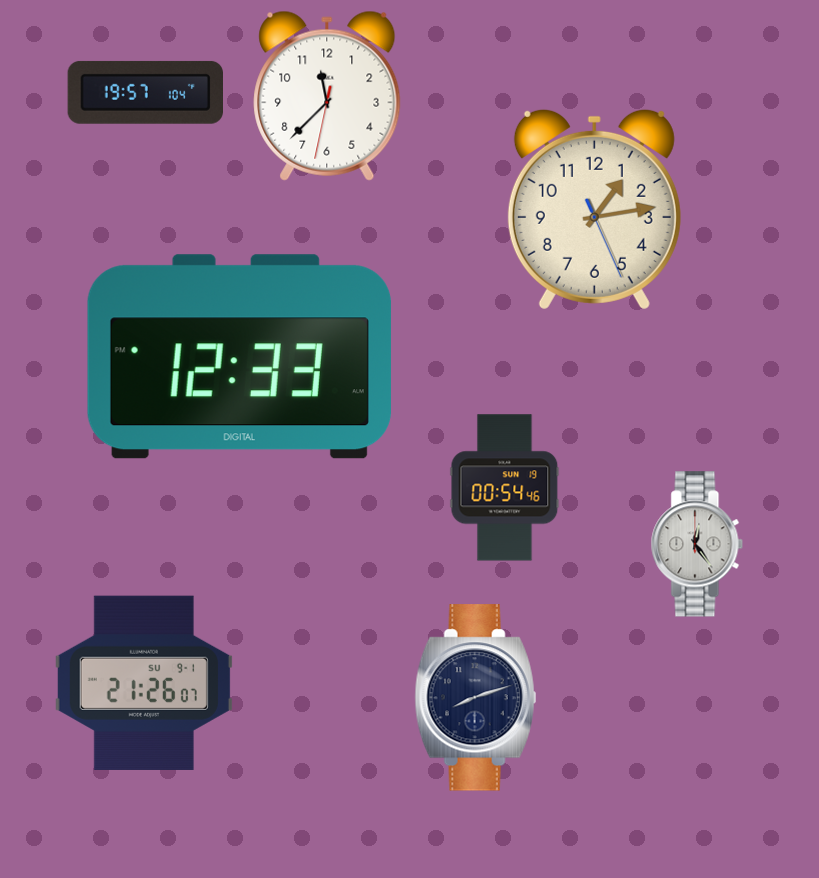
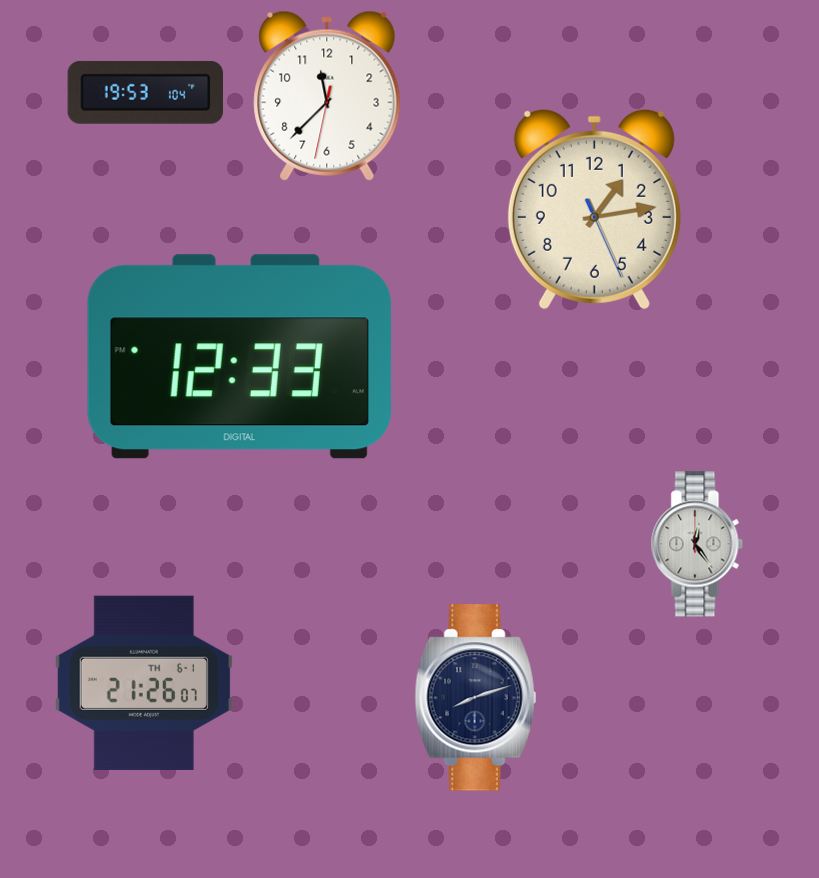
clock at (145, 92): 19:57 -> 19:53
clock at (505, 488): 00:54 -> none
clock at (144, 683) date: SU 9-1 -> TH 6-1
